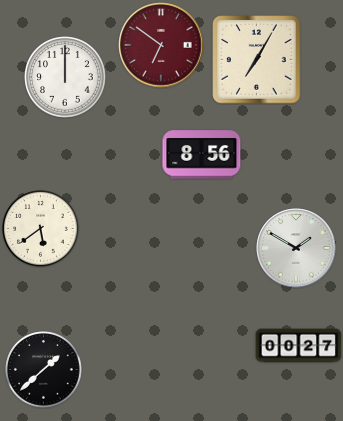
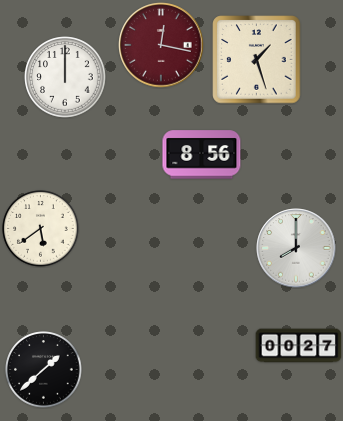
clock at (161, 45): 6:51 -> 12:17
clock at (257, 60): 7:05 -> 1:27
clock at (296, 248): 1:50 -> 8:00
